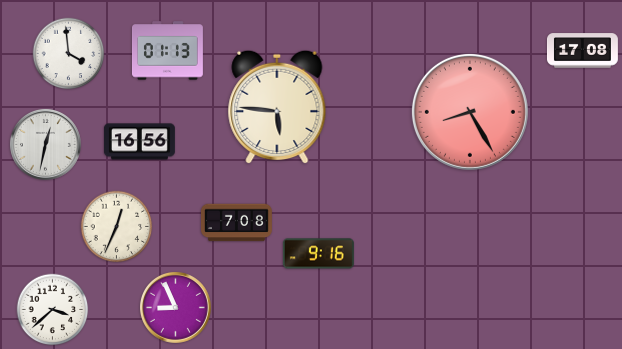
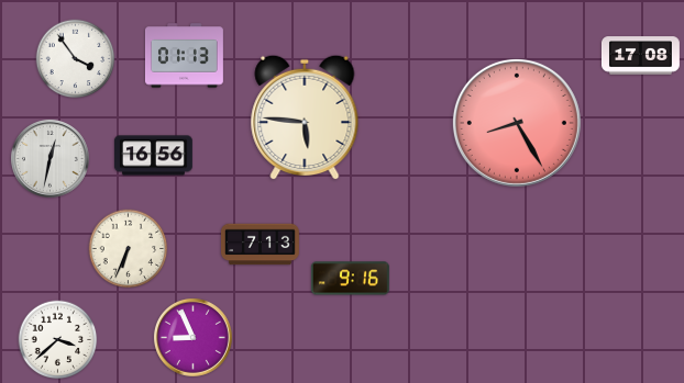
clock at (69, 54): 3:59 -> 3:54
clock at (237, 223): 7:08 -> 7:13
clock at (117, 227): 12:34 -> 6:34
